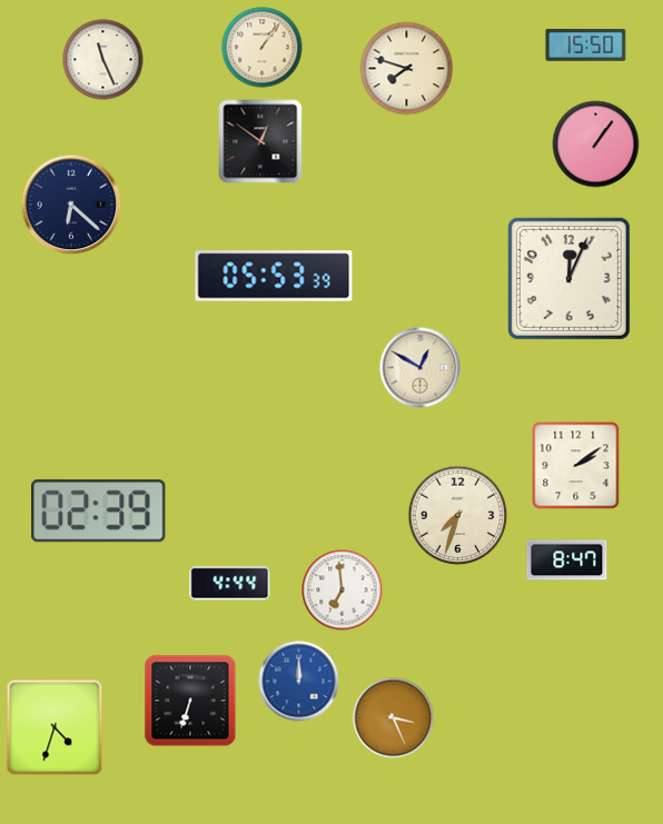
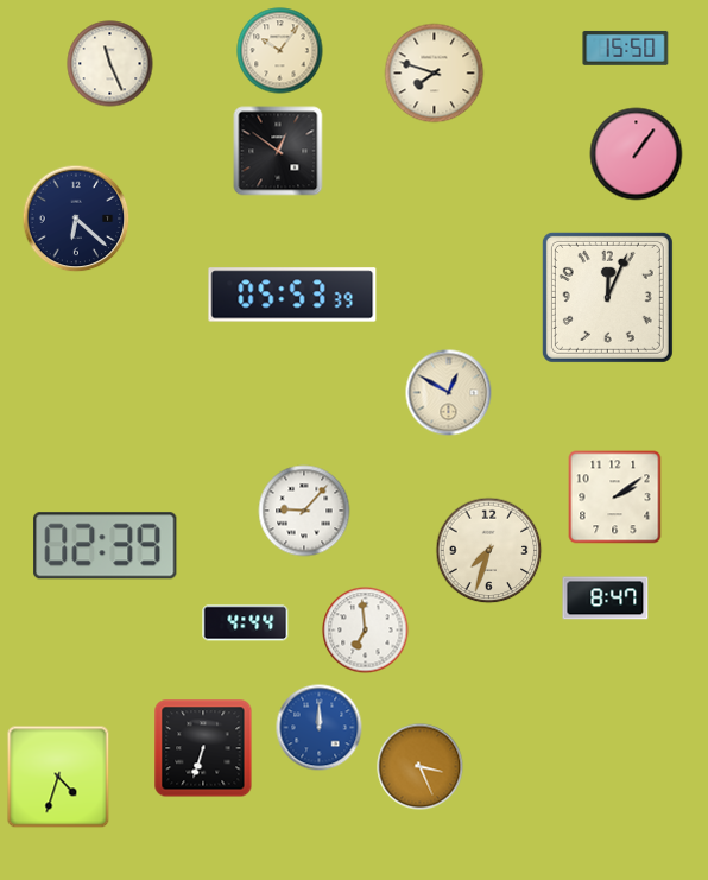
clock at (263, 48): 1:06 -> 10:06
clock at (304, 511): none -> 9:07
